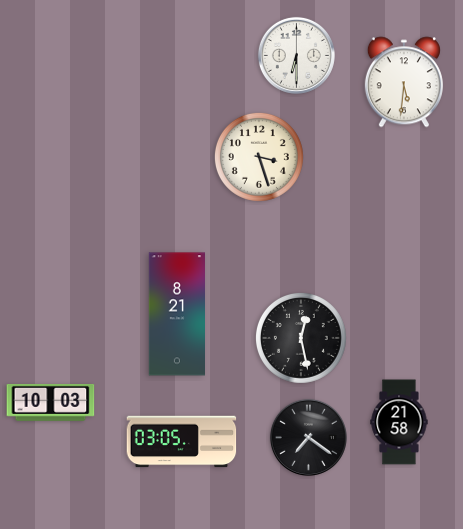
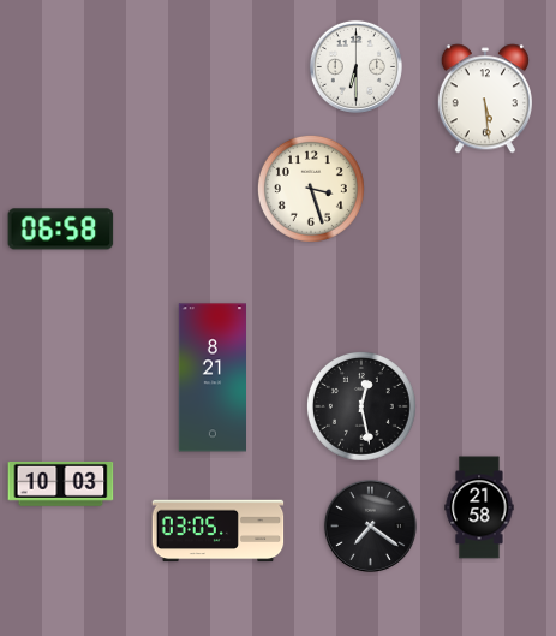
clock at (404, 82): 5:31 -> 5:29
clock at (61, 230): none -> 06:58
